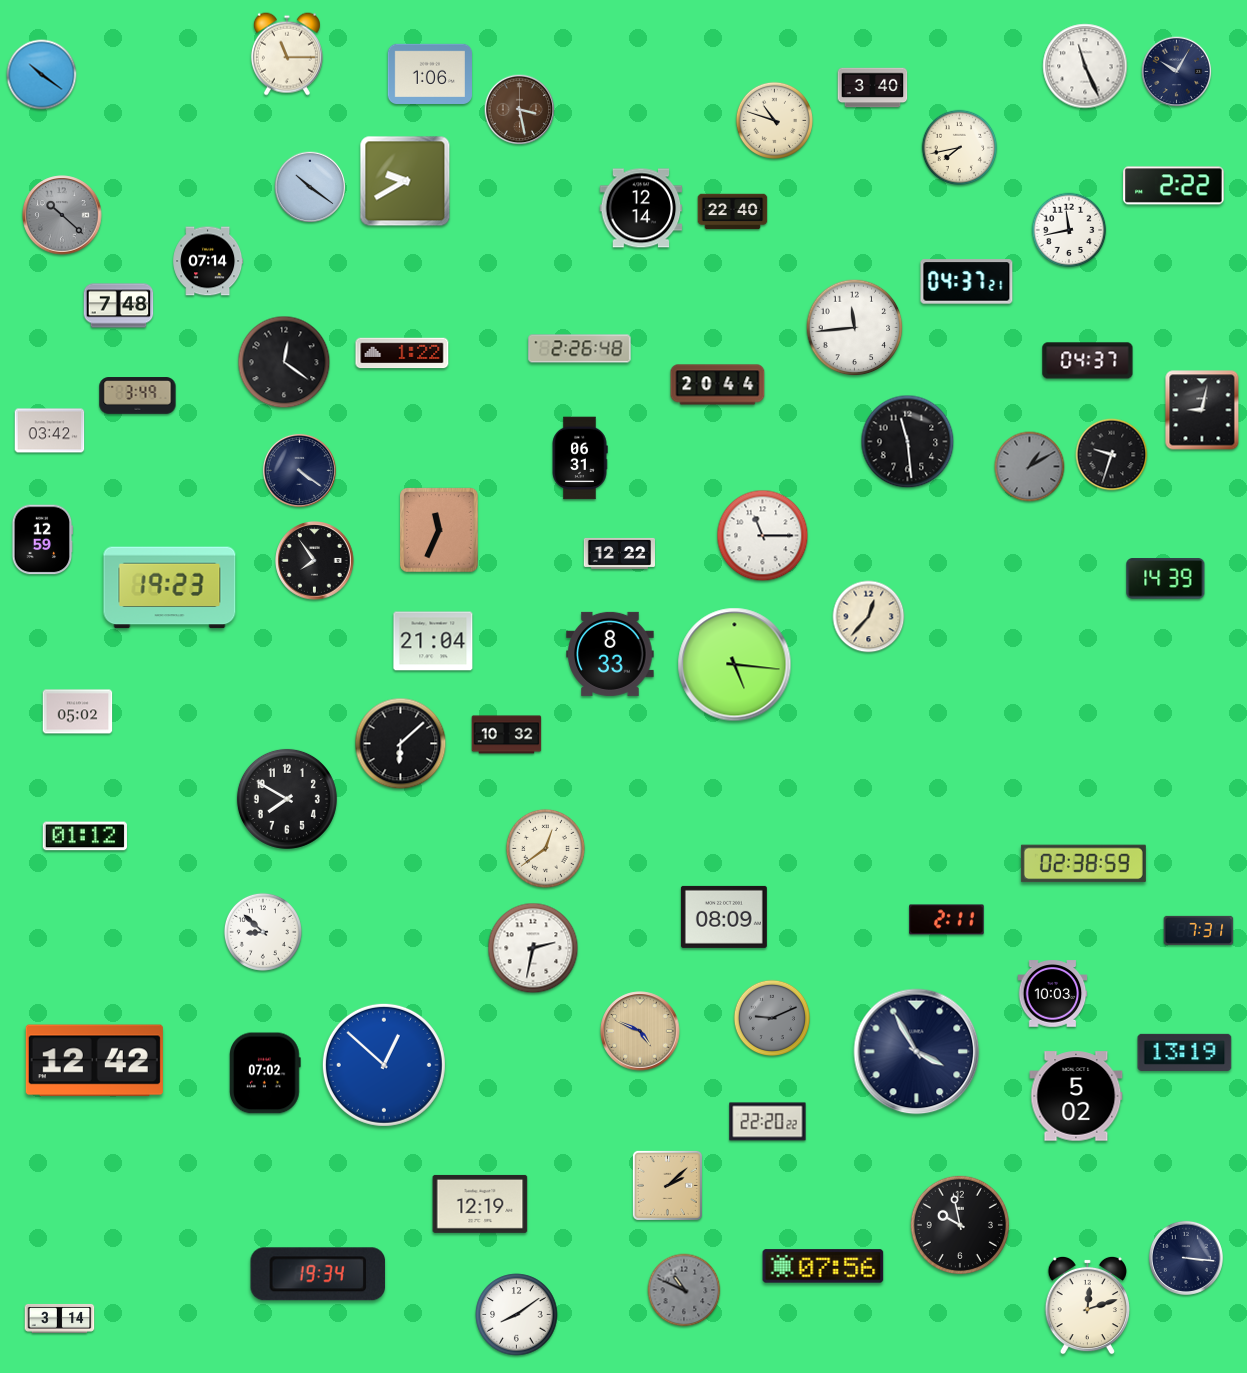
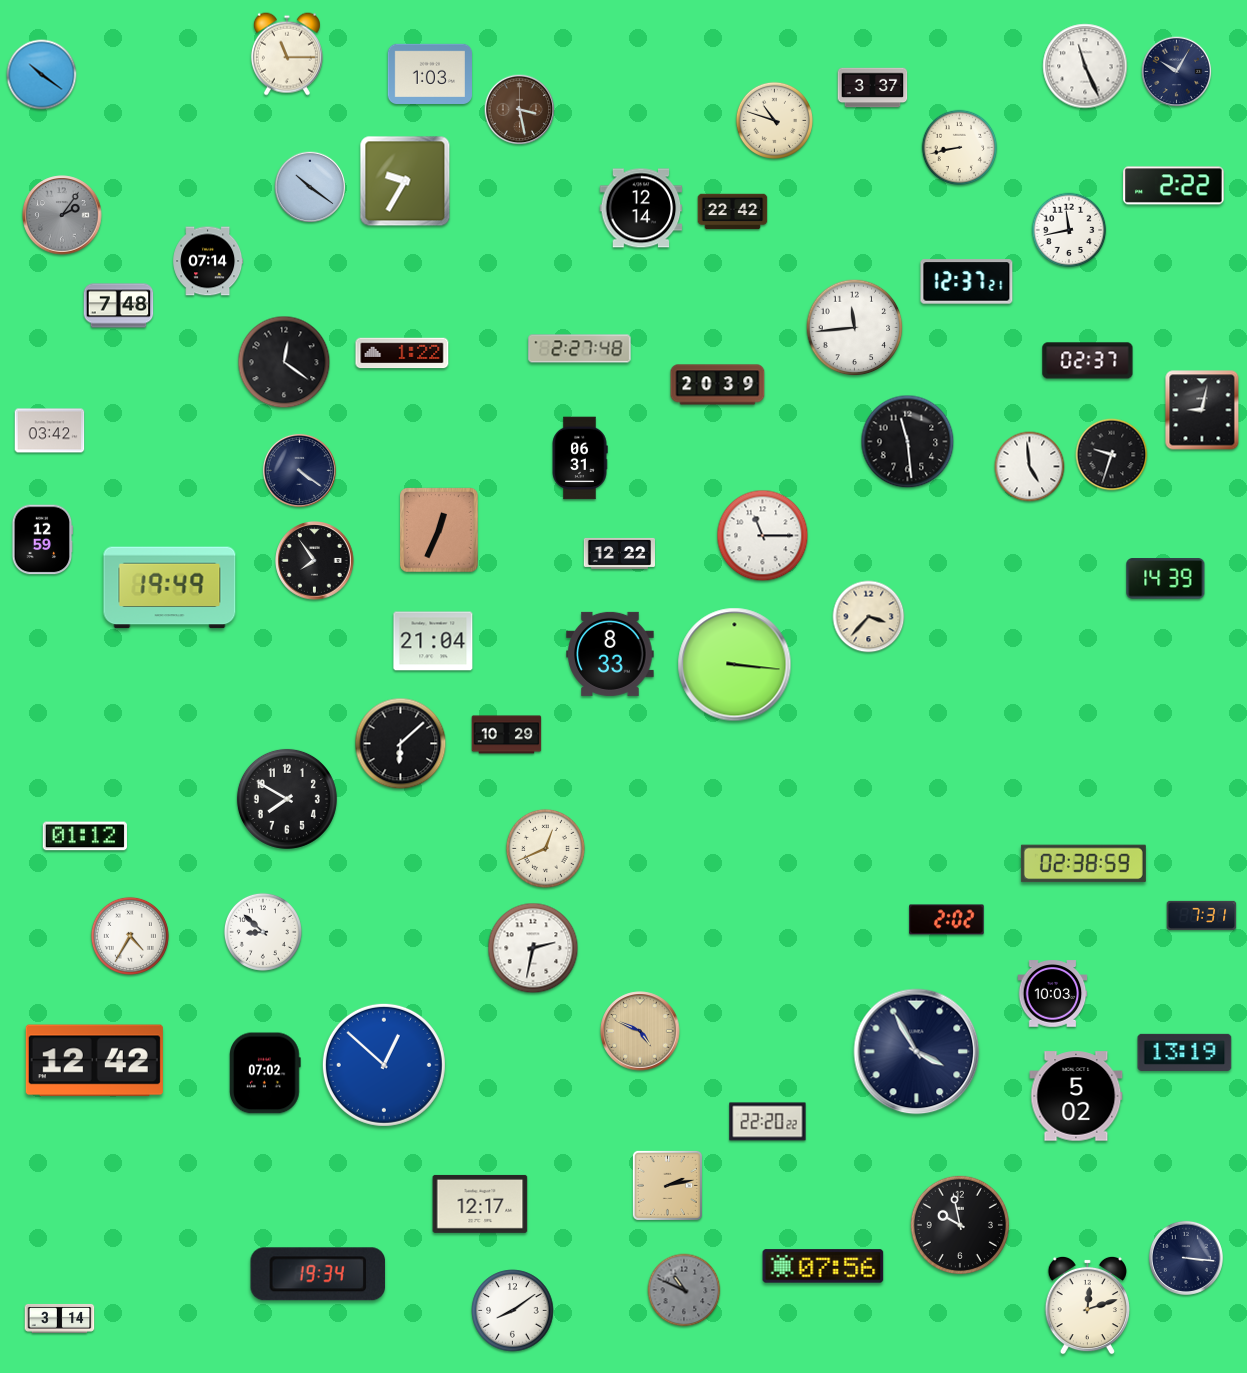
clock at (429, 73): 1:06 -> 1:03
clock at (873, 88): 3:40 -> 3:37
clock at (960, 148): 7:43 -> 8:43
clock at (405, 181): 9:40 -> 9:35
clock at (733, 212): 22:40 -> 22:42
clock at (62, 215): 10:22 -> 2:06
clock at (967, 282): 04:37 -> 12:37
clock at (580, 349): 2:26 -> 2:27
clock at (1088, 361): 04:37 -> 02:37
clock at (718, 385): 20:44 -> 20:39
clock at (138, 396): 3:49 -> none
clock at (1030, 467): 1:10 -> 4:59
clock at (1030, 467) dial: grey -> white
clock at (439, 530): 11:34 -> 12:34
clock at (170, 588): 19:23 -> 19:49
clock at (869, 617): 12:37 -> 3:37
clock at (735, 665): 5:16 -> 3:16
clock at (78, 712): 05:02 -> none
clock at (507, 735): 10:32 -> 10:29
clock at (545, 848): 12:39 -> 12:41
clock at (724, 917): 08:09 -> none
clock at (947, 920): 2:11 -> 2:02
clock at (1199, 930) position: (1199, 930) -> (1202, 915)
clock at (130, 936): none -> 4:35
clock at (771, 1017): 9:11 -> none
clock at (667, 1185): 2:08 -> 2:13
clock at (480, 1204): 12:19 -> 12:17
clock at (517, 1315) position: (517, 1315) -> (513, 1311)
